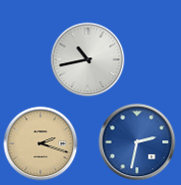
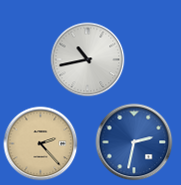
clock at (137, 142) position: (137, 142) -> (134, 142)
clock at (41, 144): 2:18 -> 2:23
